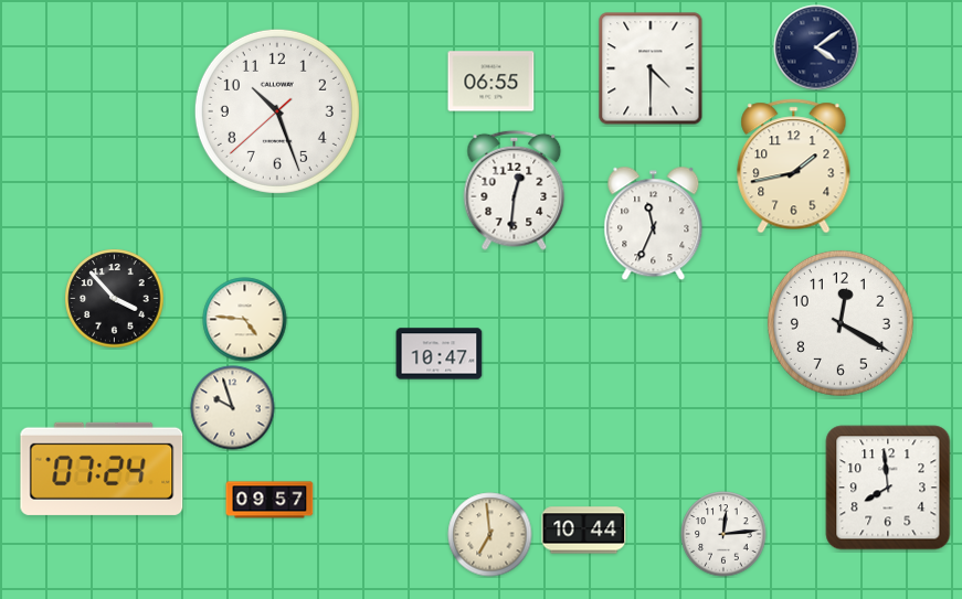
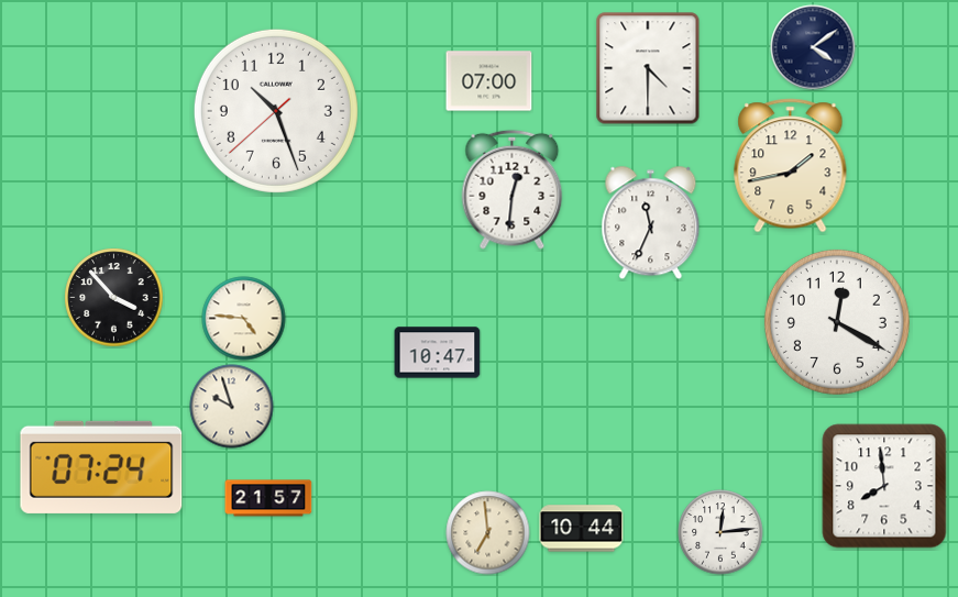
clock at (491, 82): 06:55 -> 07:00
clock at (269, 500): 09:57 -> 21:57
